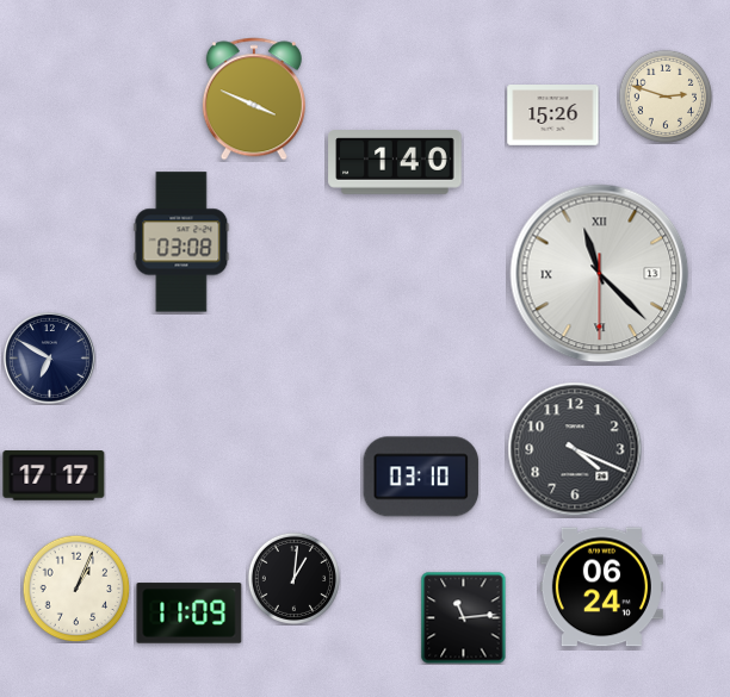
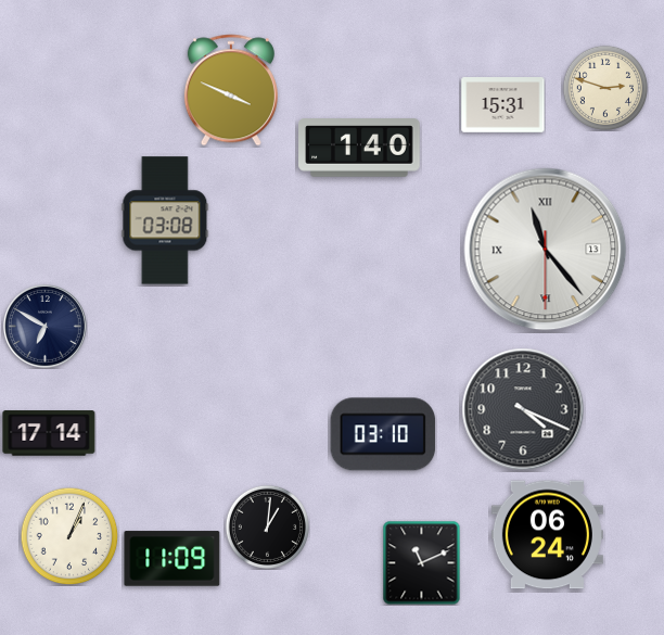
clock at (553, 116): 15:26 -> 15:31
clock at (600, 274): 11:22 -> 11:23
clock at (54, 475): 17:17 -> 17:14
clock at (464, 617): 11:14 -> 11:11
